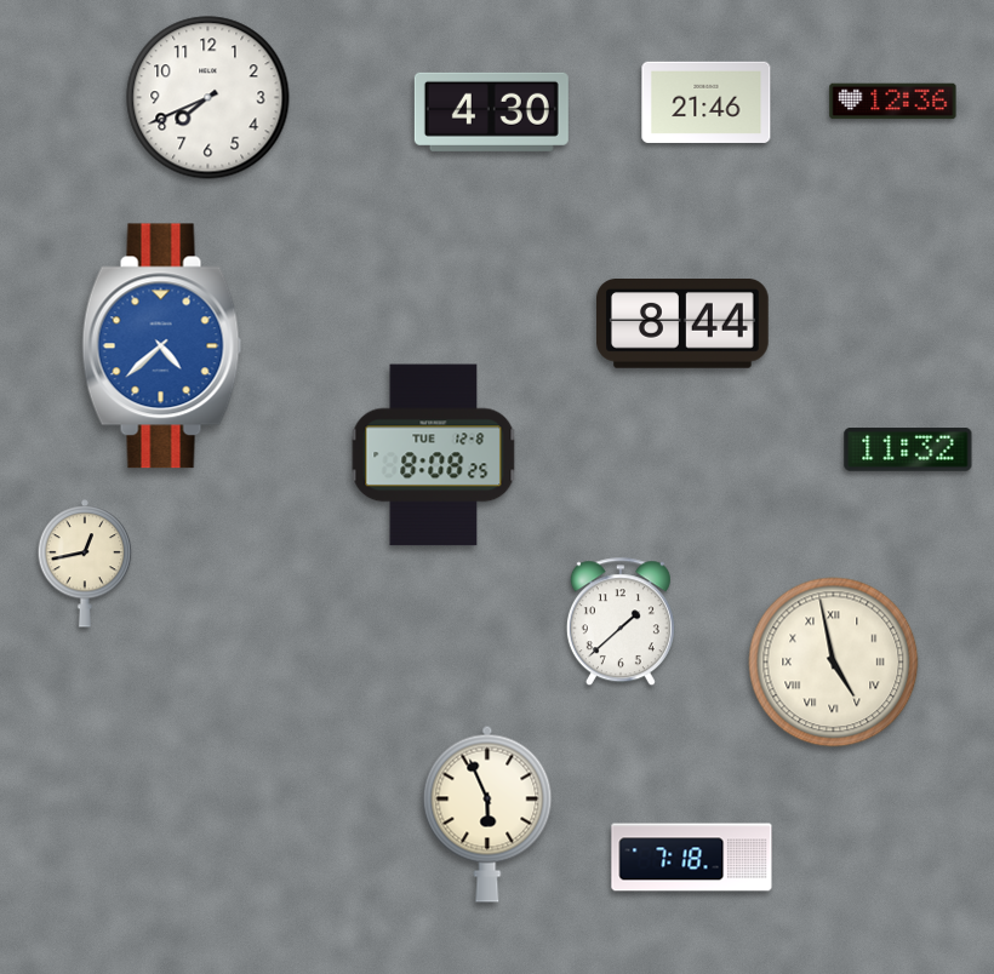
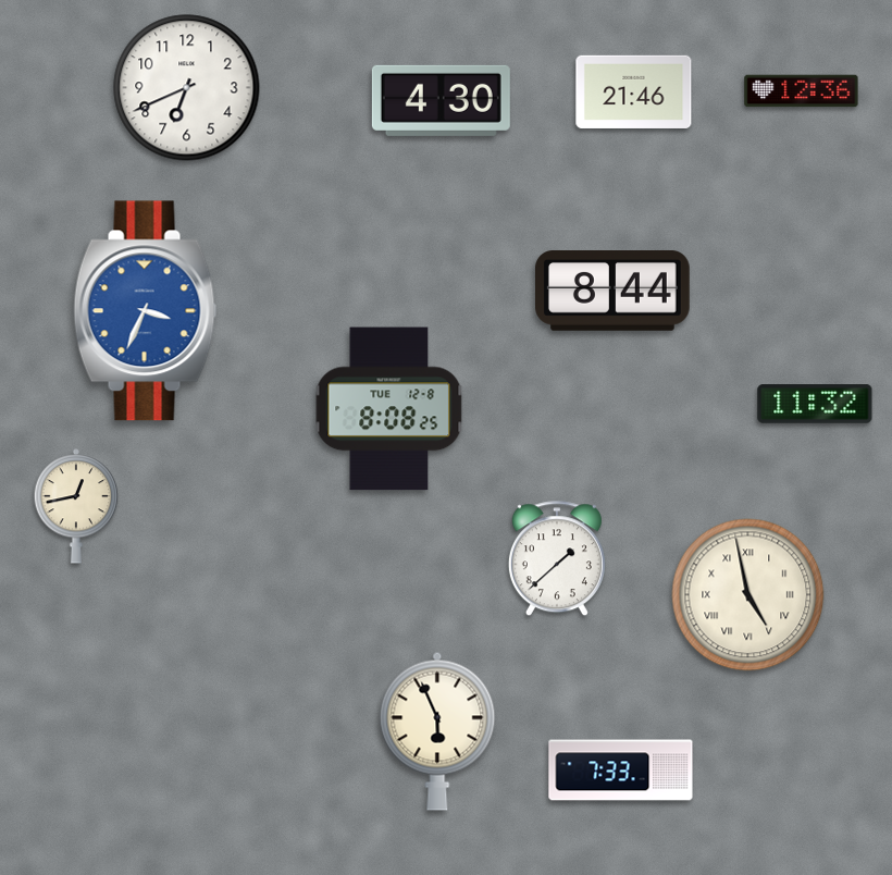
clock at (208, 98): 7:41 -> 6:41
clock at (162, 346): 4:38 -> 3:34
clock at (692, 858): 7:18 -> 7:33
